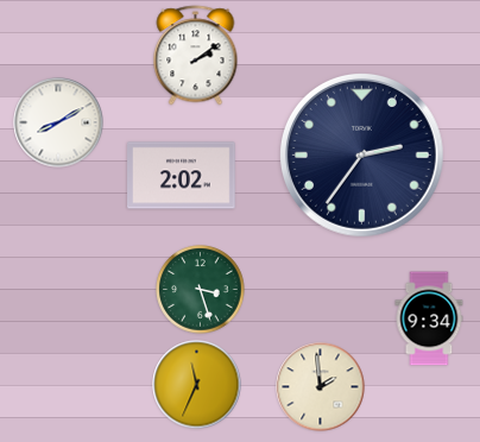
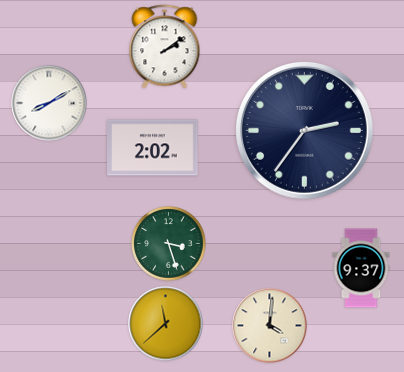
clock at (429, 318): 9:34 -> 9:37
clock at (197, 385): 11:34 -> 11:38
clock at (321, 387): 1:59 -> 4:01
